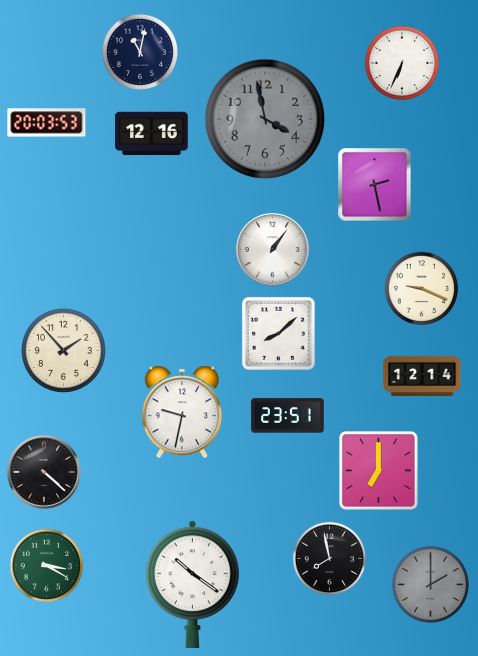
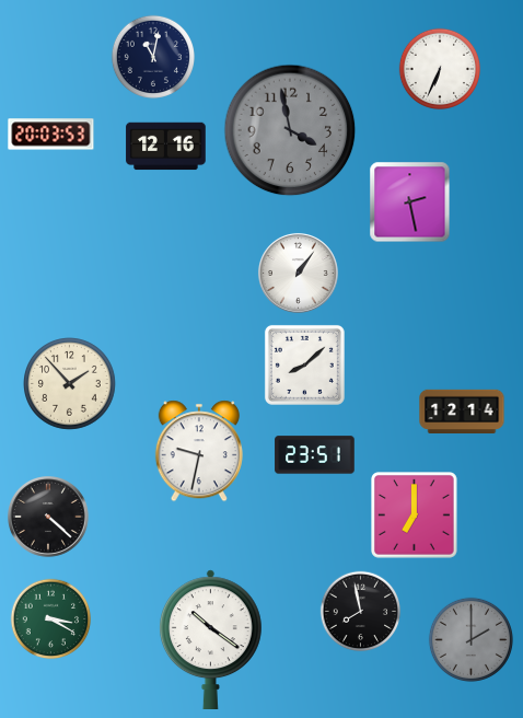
clock at (422, 289): 9:19 -> none
